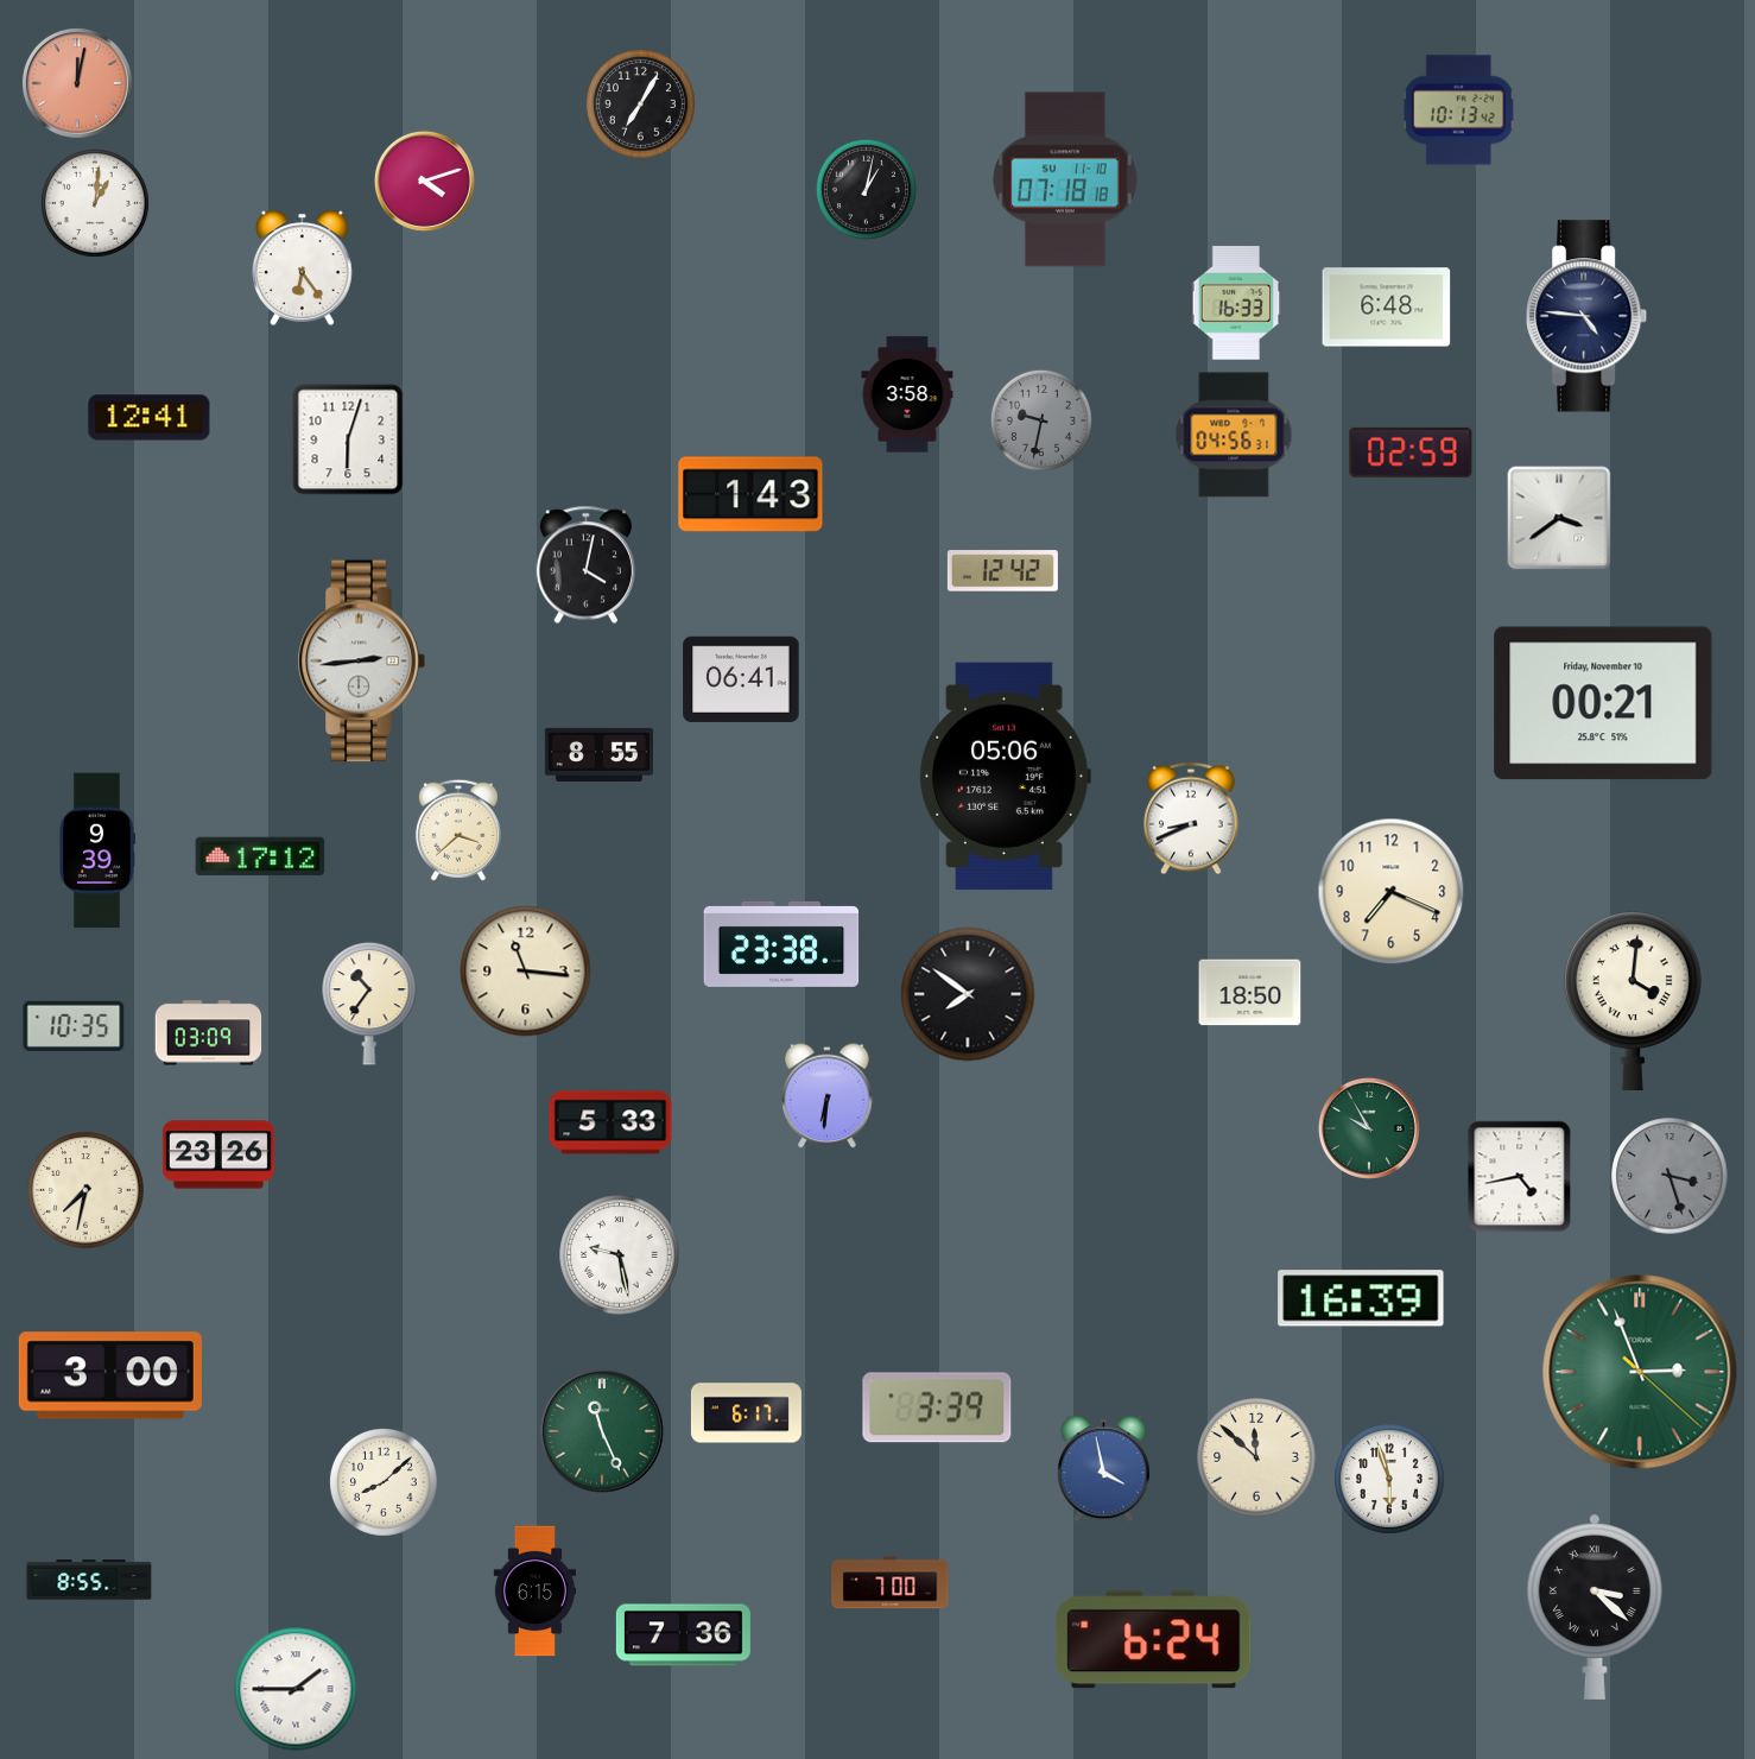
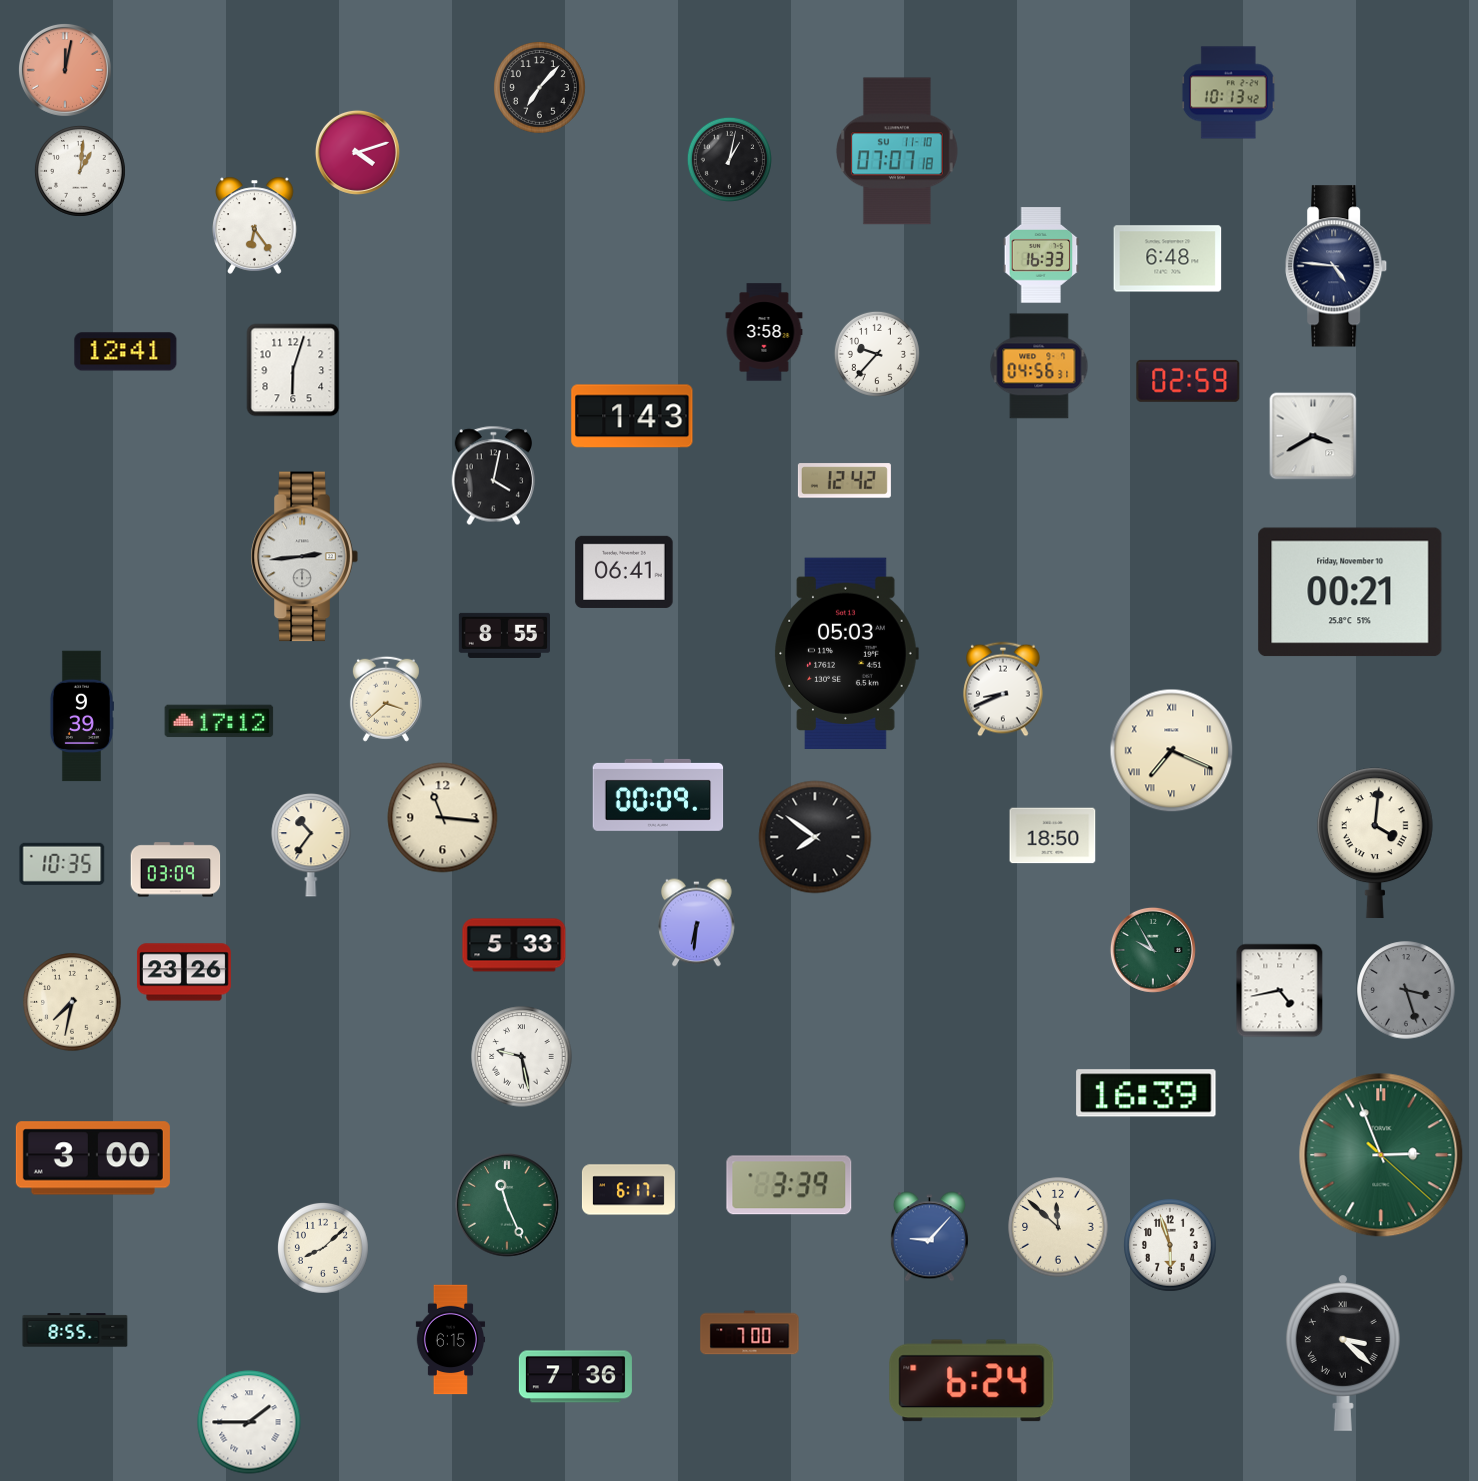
clock at (641, 105): 7:05 -> 7:07
clock at (1065, 179): 07:18 -> 07:07
clock at (1041, 420): 9:32 -> 9:37
clock at (1041, 420) dial: grey -> white
clock at (1559, 518): 3:39 -> 3:40
clock at (1005, 777): 05:06 -> 05:03
clock at (1392, 892) numerals: Arabic -> Roman
clock at (781, 944): 23:38 -> 00:09
clock at (1103, 1469): 3:58 -> 9:07
